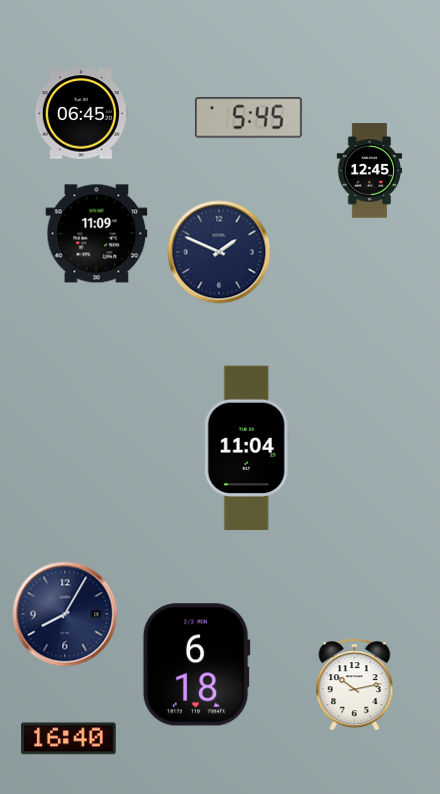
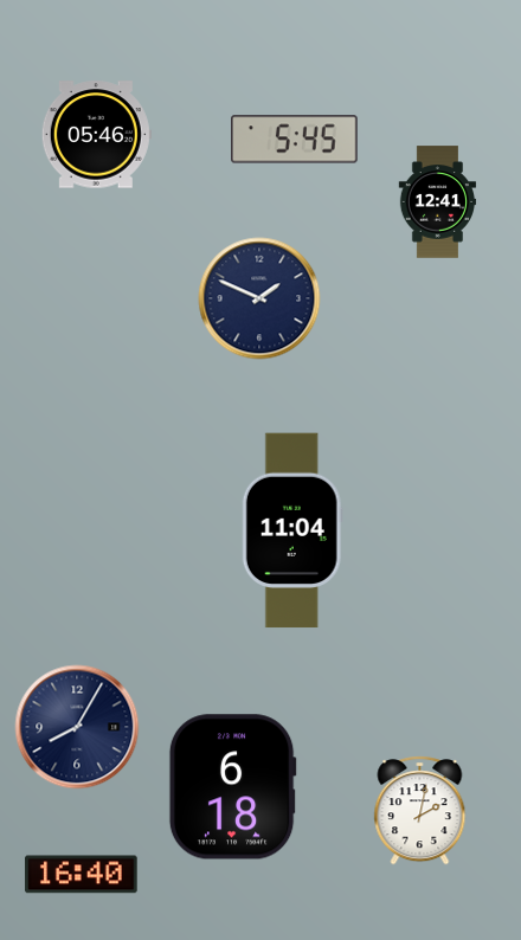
clock at (81, 114): 06:45 -> 05:46
clock at (370, 171): 12:45 -> 12:41
clock at (97, 234): 11:09 -> none
clock at (355, 685): 10:13 -> 2:02
